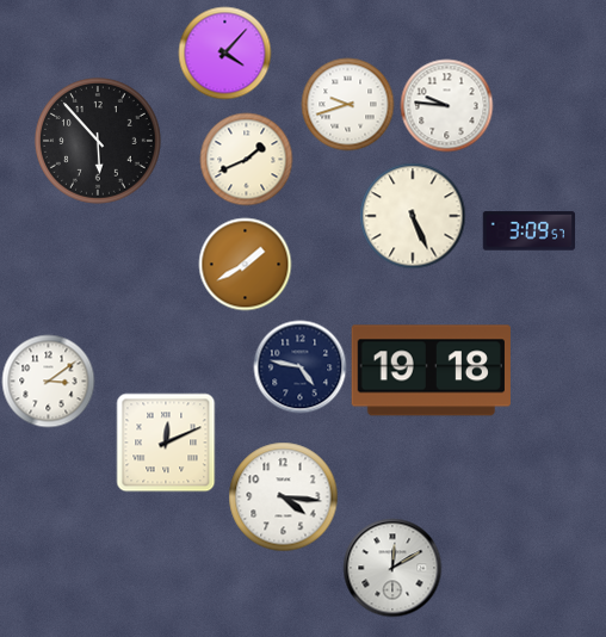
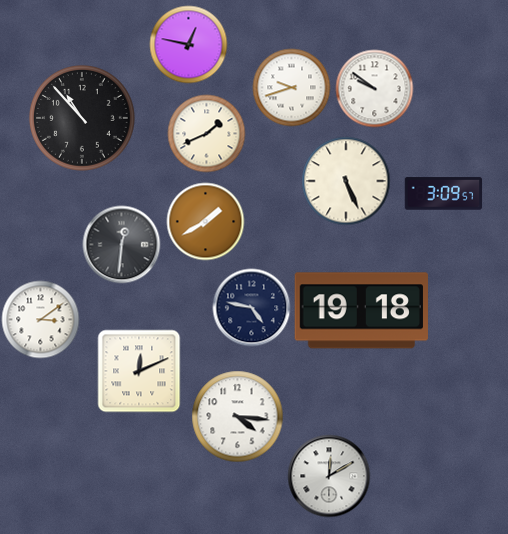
clock at (224, 52): 4:07 -> 12:47
clock at (446, 105): 9:46 -> 9:51
clock at (98, 141): 5:53 -> 10:53
clock at (121, 244): none -> 12:31
